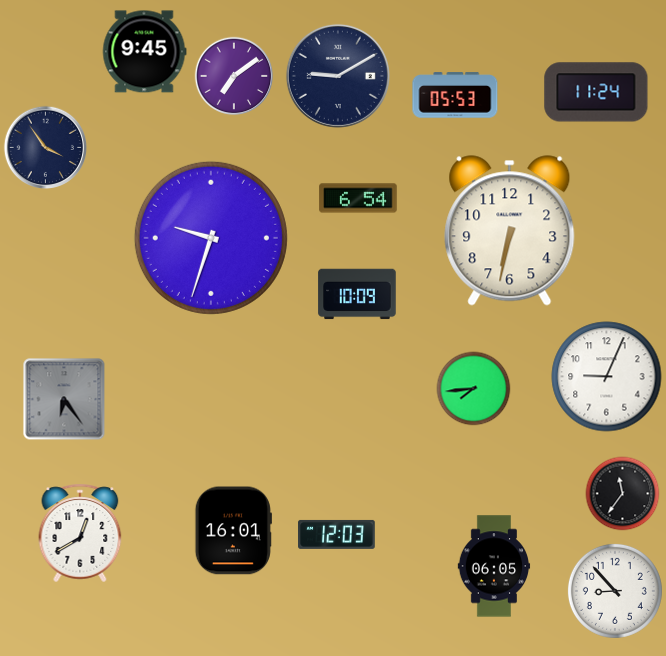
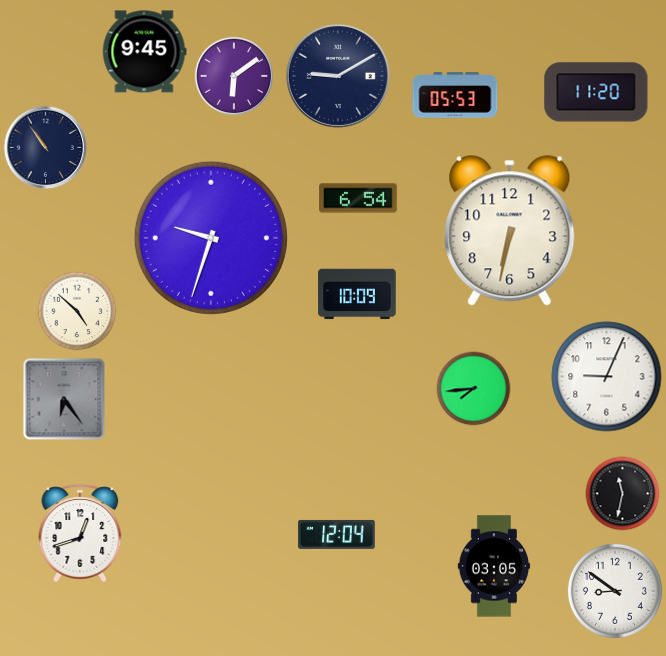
clock at (234, 76): 7:09 -> 6:09
clock at (596, 92): 11:24 -> 11:20
clock at (45, 147): 3:54 -> 10:54
clock at (77, 311): none -> 4:52
clock at (623, 494): 11:36 -> 11:32
clock at (233, 531): 16:01 -> none
clock at (80, 533): 12:40 -> 12:42
clock at (337, 534): 12:03 -> 12:04
clock at (494, 566): 06:05 -> 03:05
clock at (615, 591): 8:53 -> 8:51
